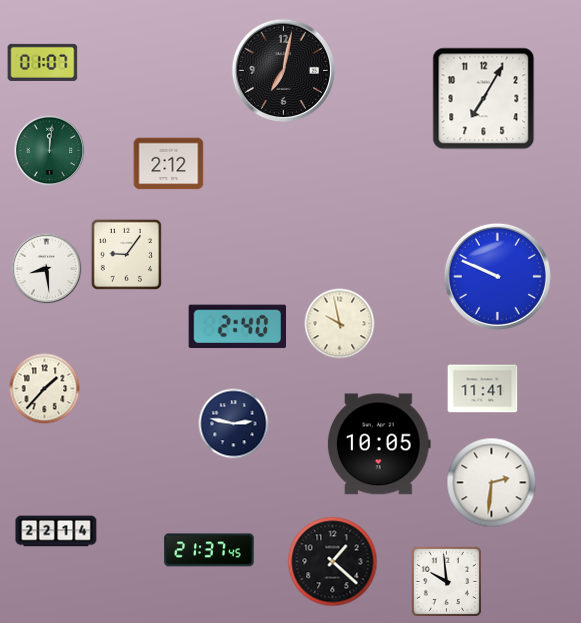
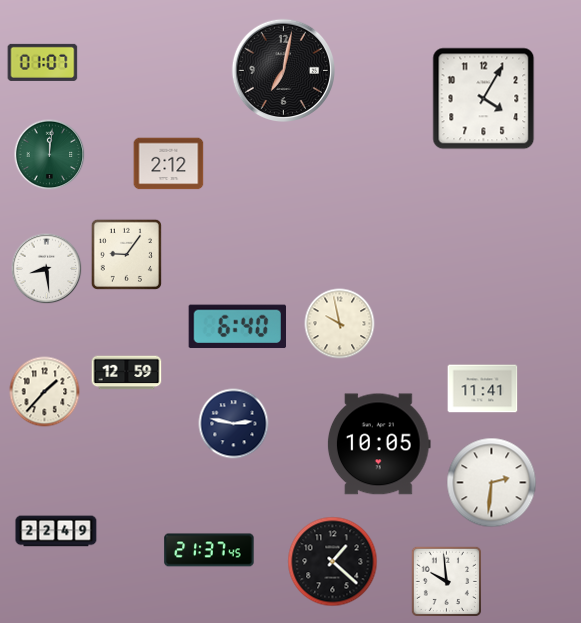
clock at (484, 99): 7:05 -> 4:05
clock at (50, 151) position: (50, 151) -> (50, 155)
clock at (497, 276): 9:49 -> none
clock at (237, 327): 2:40 -> 6:40
clock at (127, 373): none -> 12:59
clock at (45, 389) position: (45, 389) -> (45, 392)
clock at (56, 531): 22:14 -> 22:49
